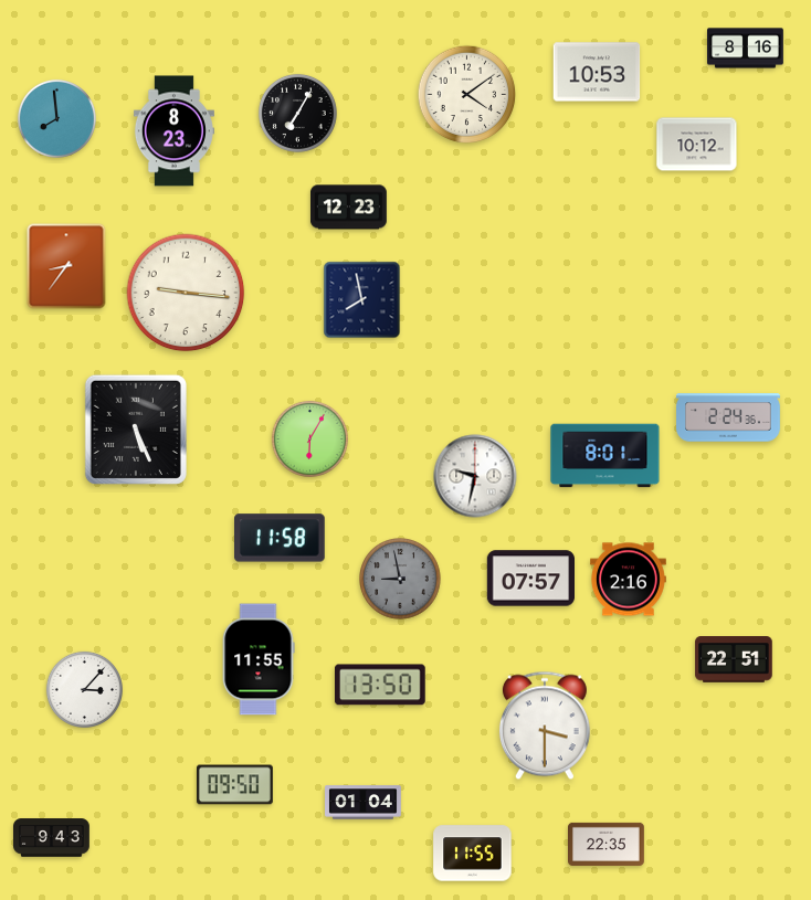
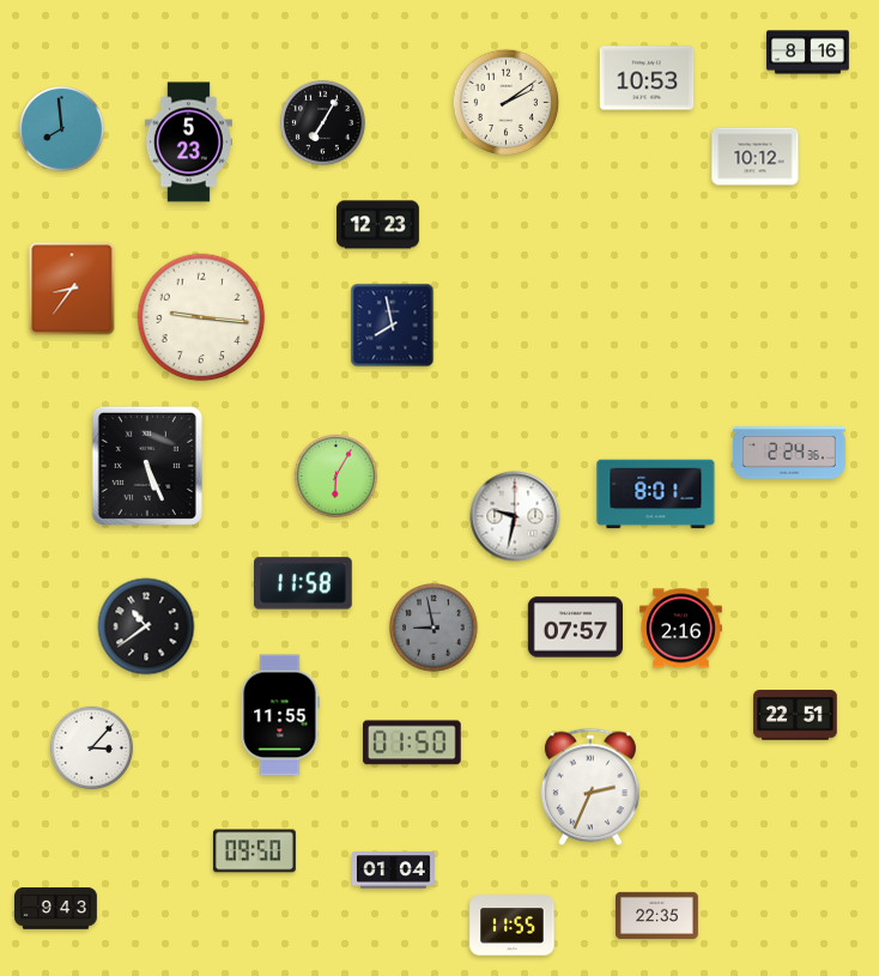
clock at (467, 95): 4:09 -> 2:09
clock at (173, 131): 8:23 -> 5:23
clock at (146, 626): none -> 10:39
clock at (380, 685): 13:50 -> 01:50
clock at (545, 726): 3:30 -> 2:34
